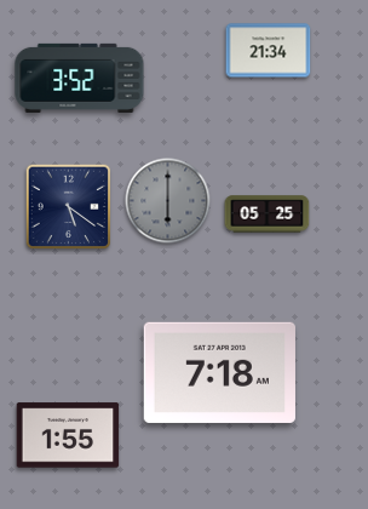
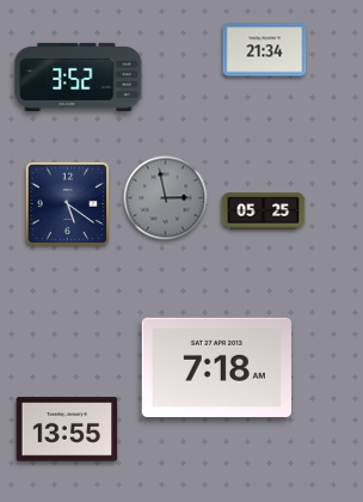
clock at (168, 201): 6:00 -> 2:58
clock at (68, 435): 1:55 -> 13:55
